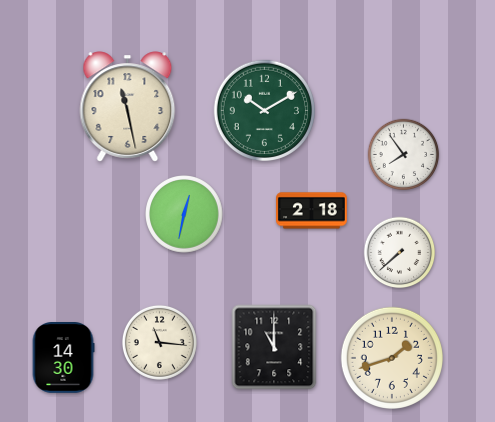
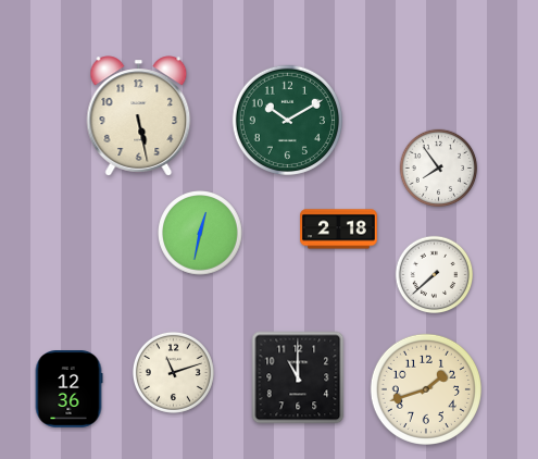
clock at (128, 107): 11:28 -> 5:28
clock at (159, 342): 11:16 -> 11:12
clock at (63, 358): 14:30 -> 12:36
